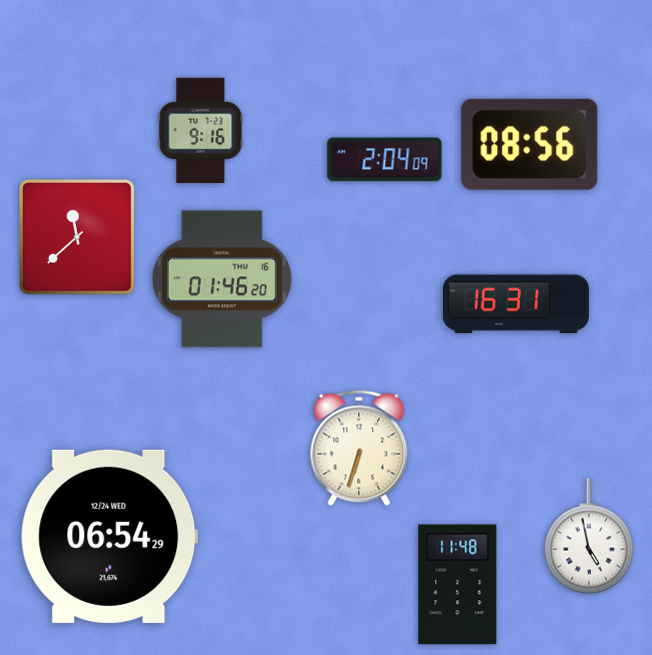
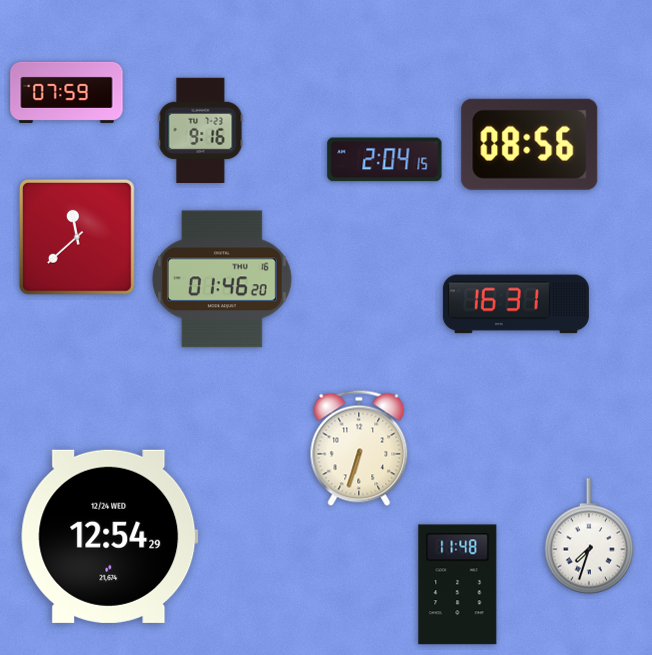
clock at (67, 92): none -> 07:59
clock at (385, 160): 2:04:09 -> 2:04:15
clock at (110, 536): 06:54 -> 12:54
clock at (589, 536): 4:58 -> 7:33
